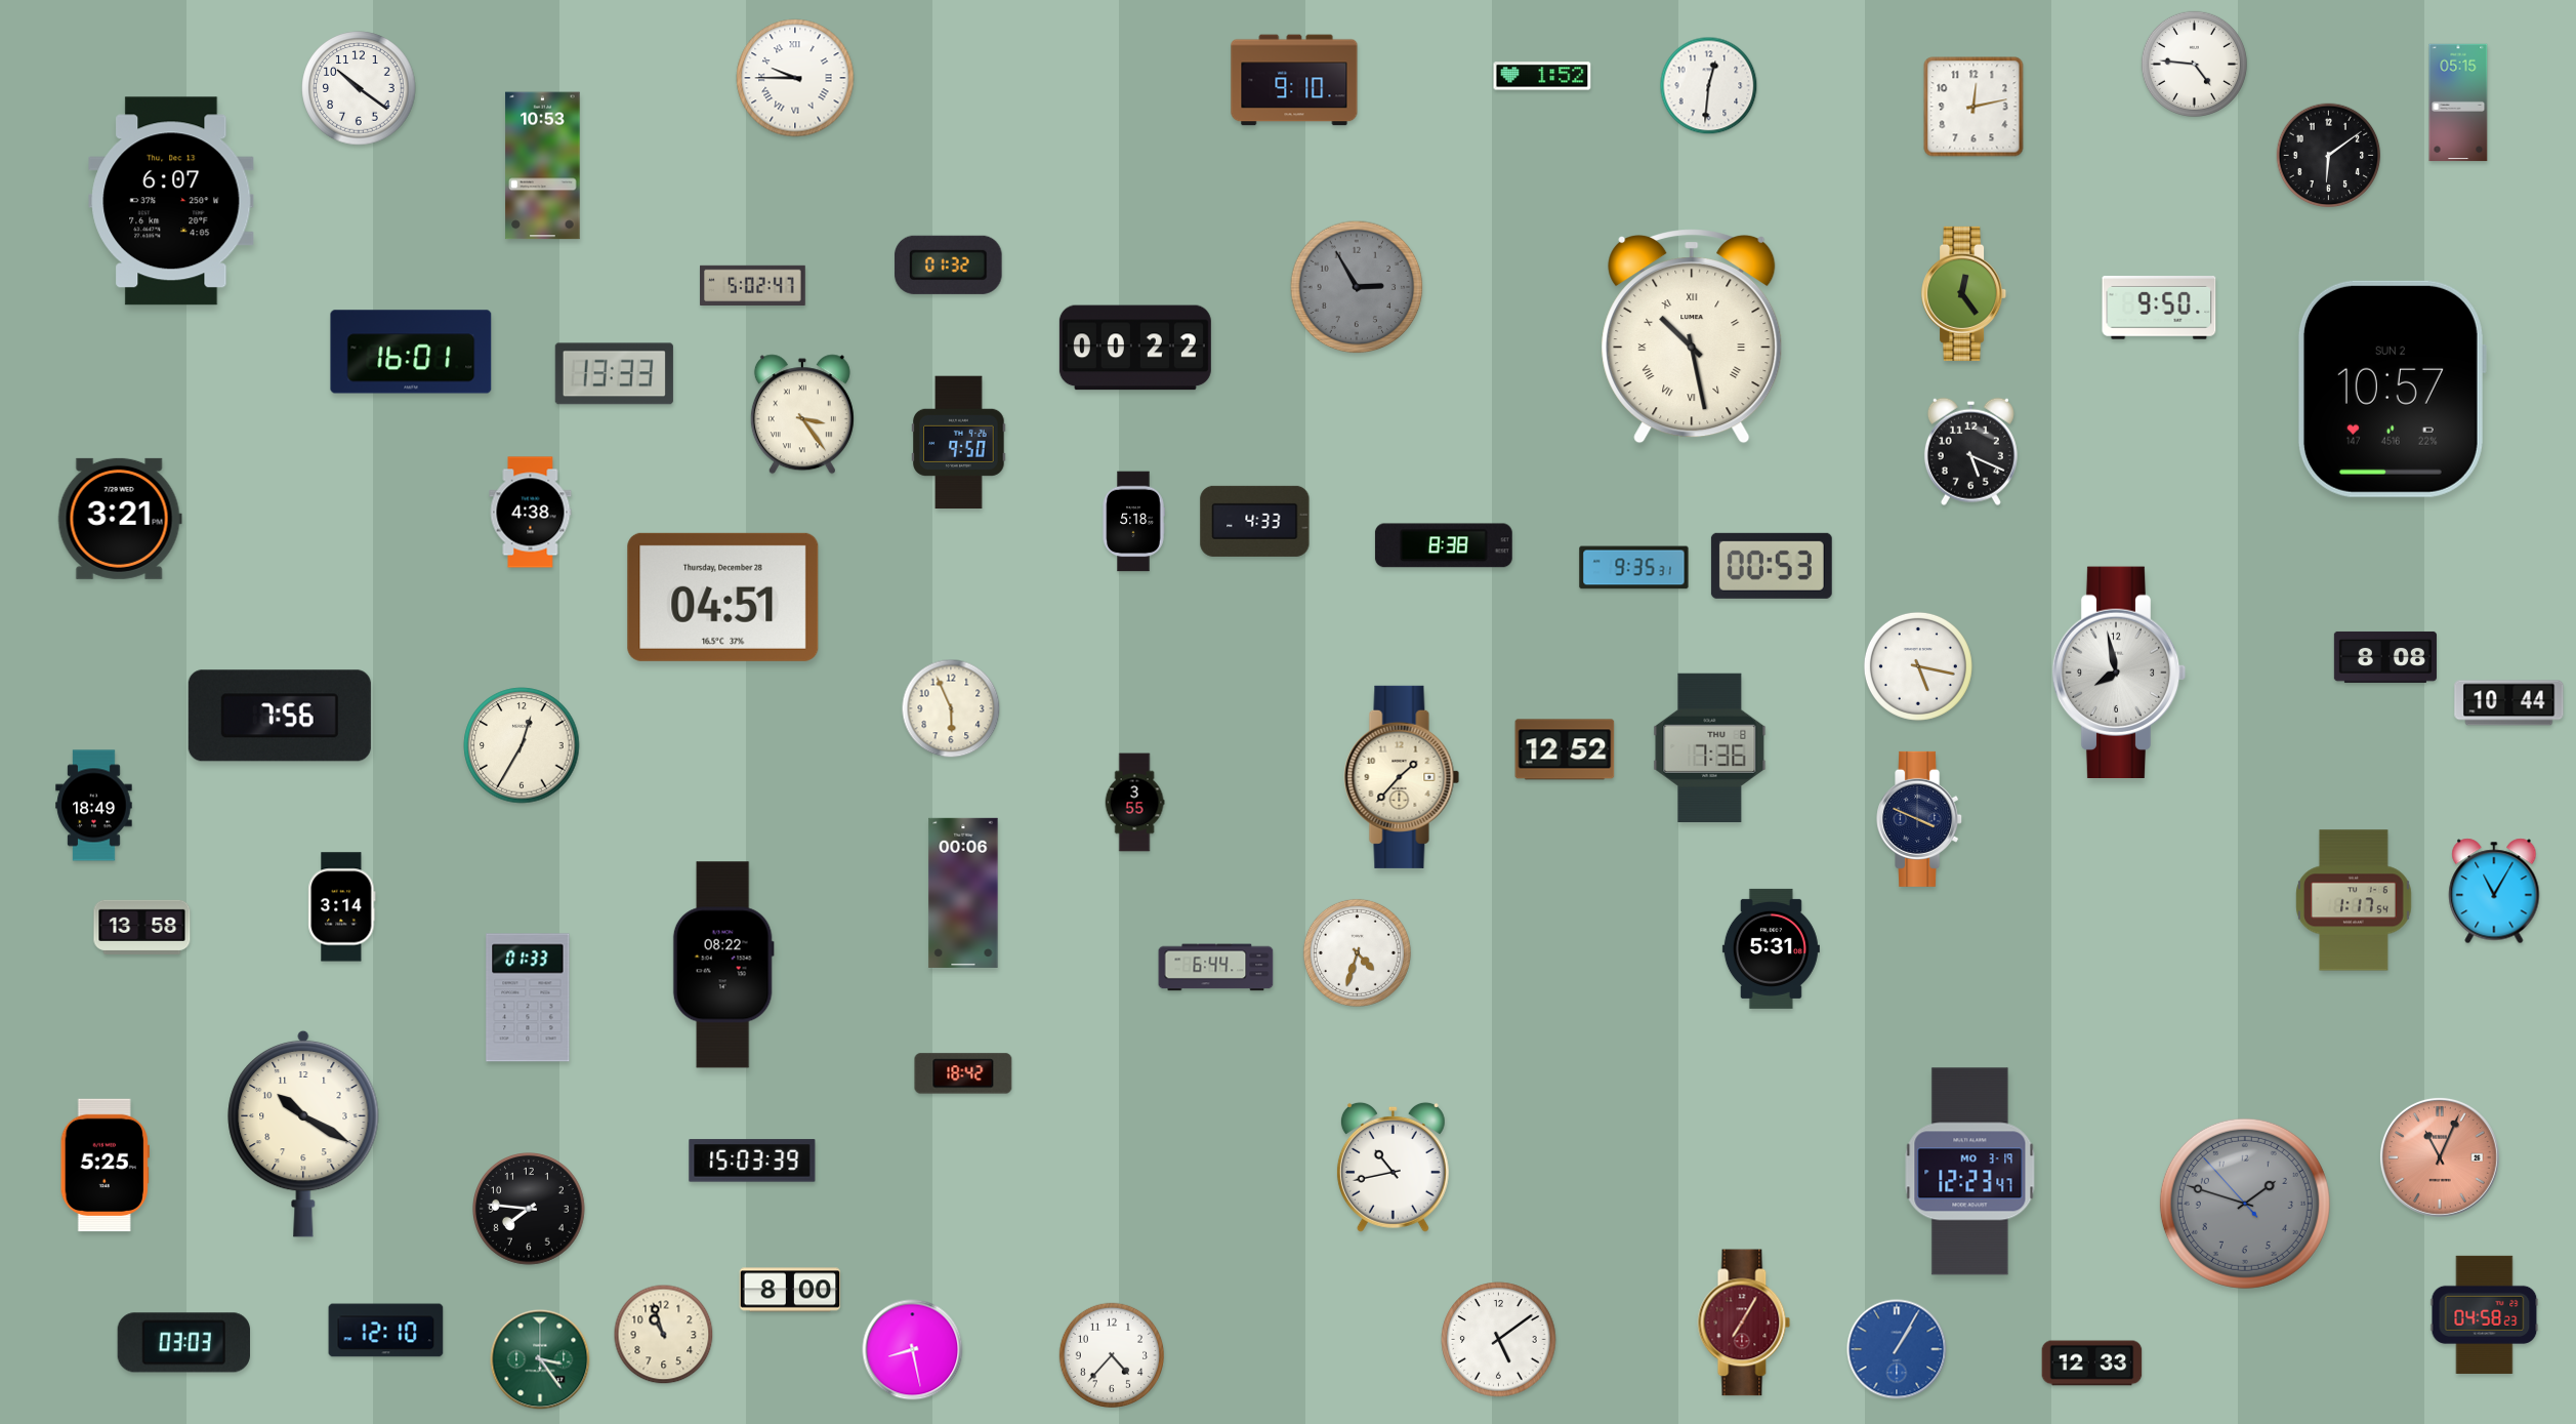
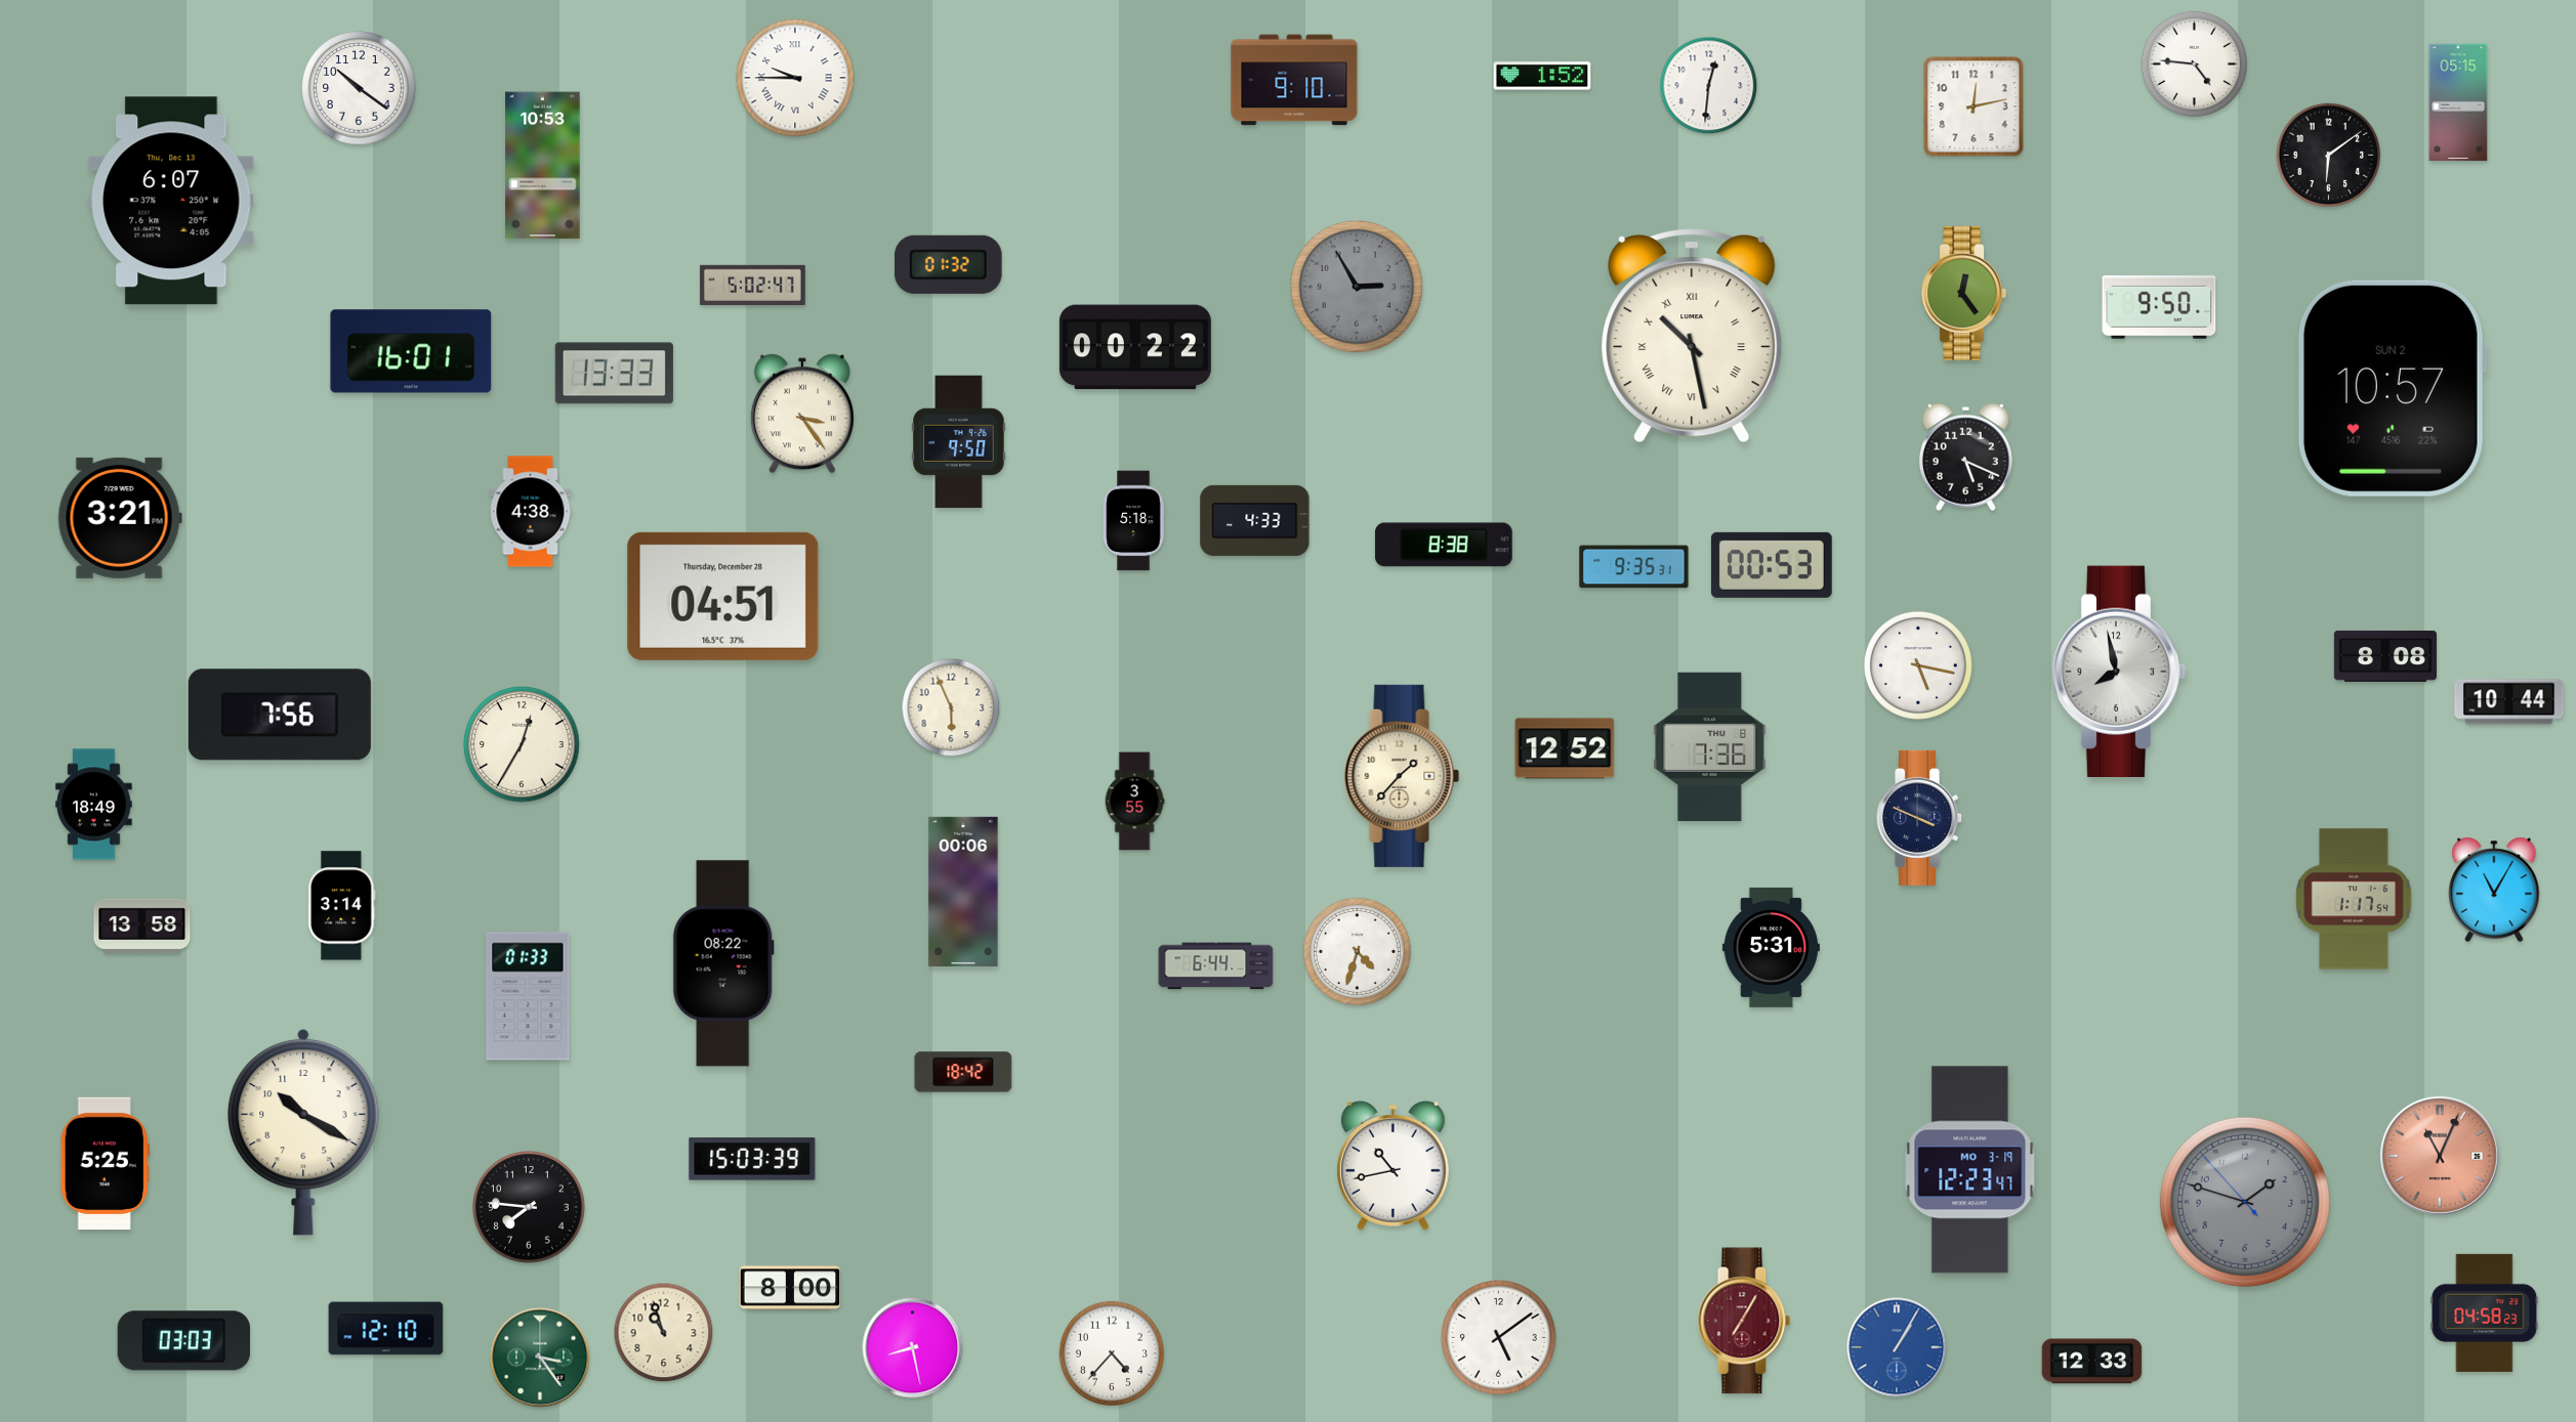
clock at (1970, 451) position: (1970, 451) -> (1965, 457)
